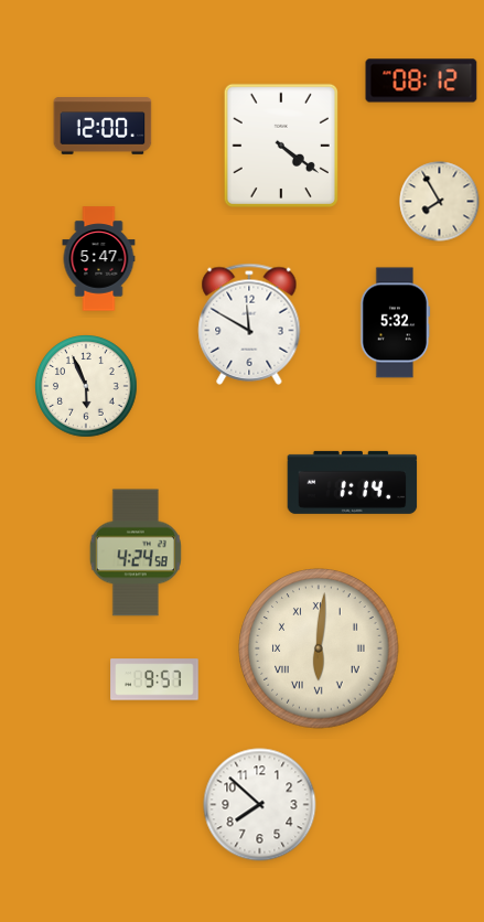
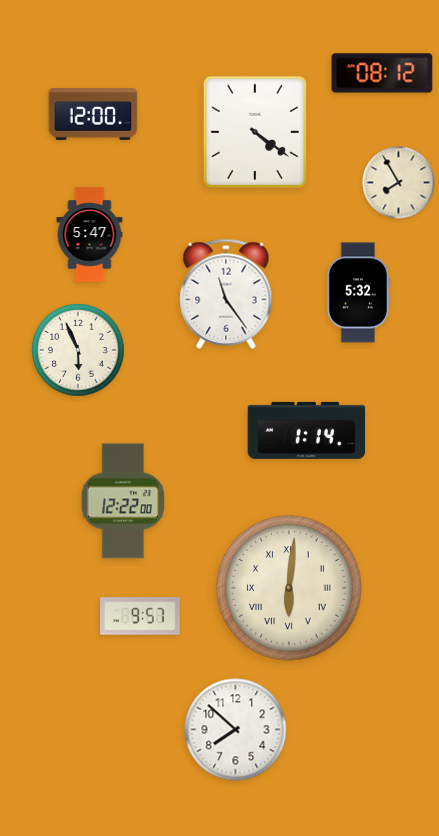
clock at (249, 324): 11:50 -> 11:24
clock at (353, 482) position: (353, 482) -> (307, 430)
clock at (136, 553): 4:24 -> 12:22
